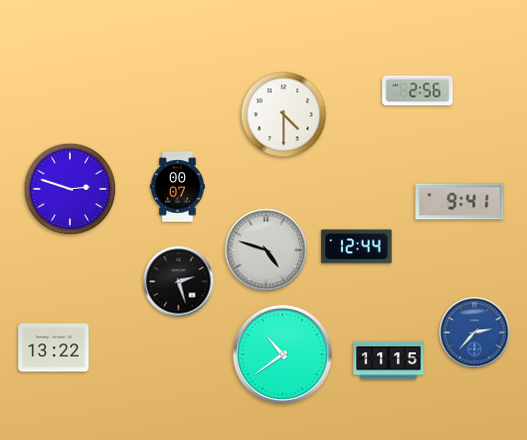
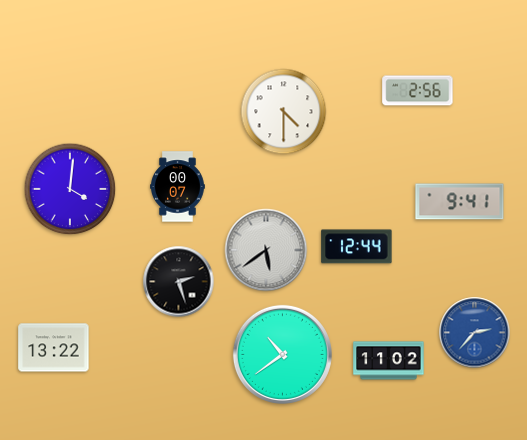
clock at (284, 115) position: (284, 115) -> (284, 112)
clock at (70, 189): 2:48 -> 4:01
clock at (266, 250): 4:48 -> 5:39
clock at (389, 361): 11:15 -> 11:02
